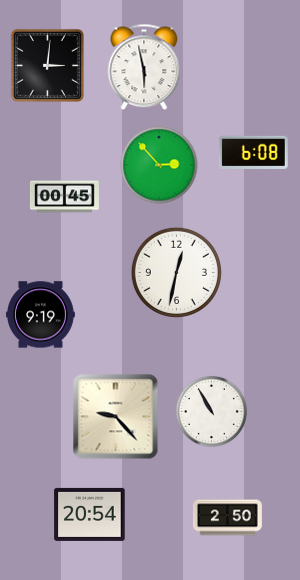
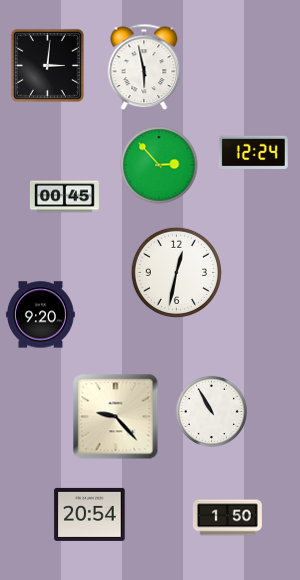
clock at (253, 152): 6:08 -> 12:24
clock at (40, 315): 9:19 -> 9:20
clock at (227, 518): 2:50 -> 1:50
